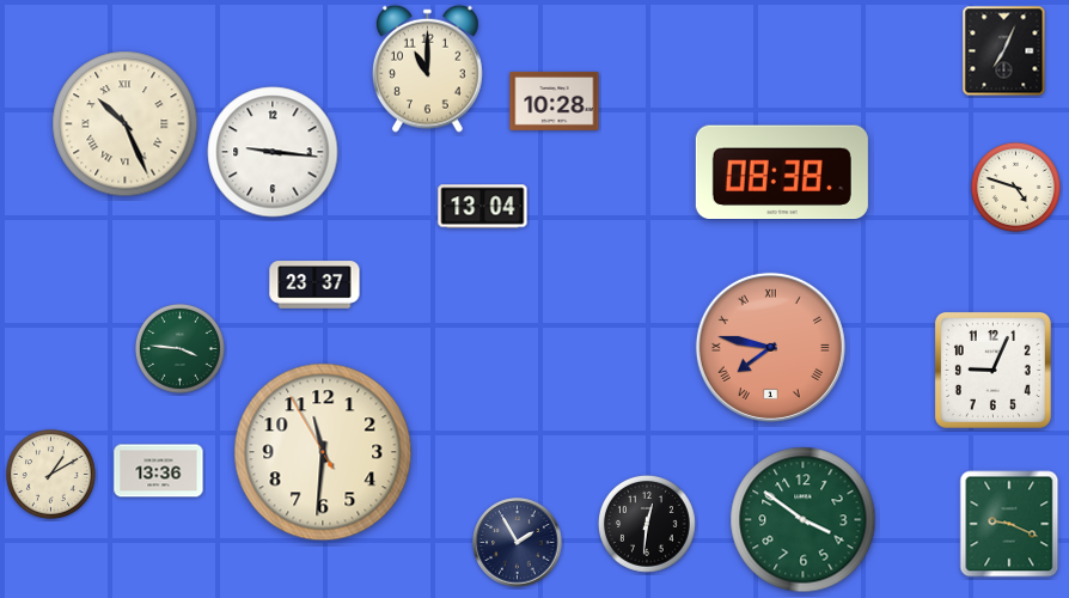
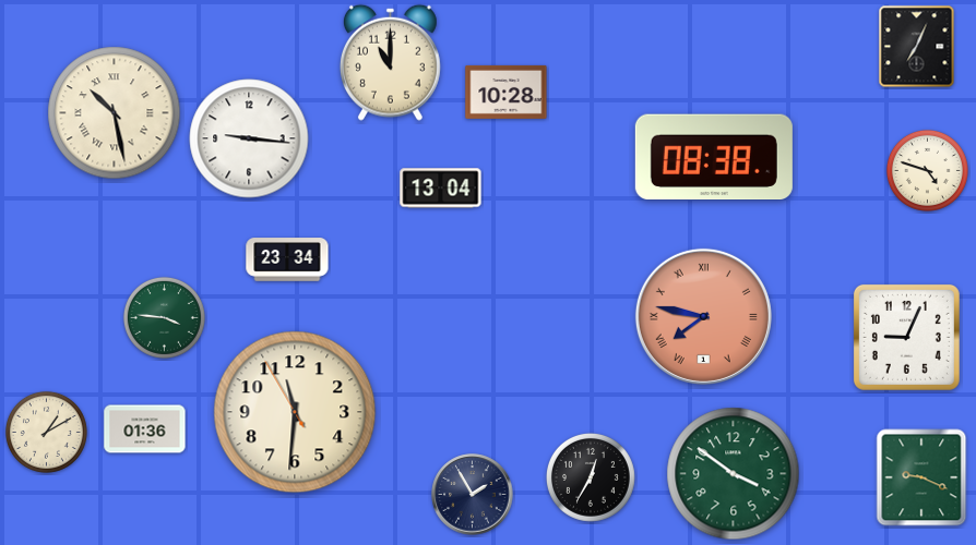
clock at (126, 124): 10:26 -> 10:28
clock at (314, 285): 23:37 -> 23:34
clock at (159, 471): 13:36 -> 01:36
clock at (647, 524): 12:31 -> 12:35
